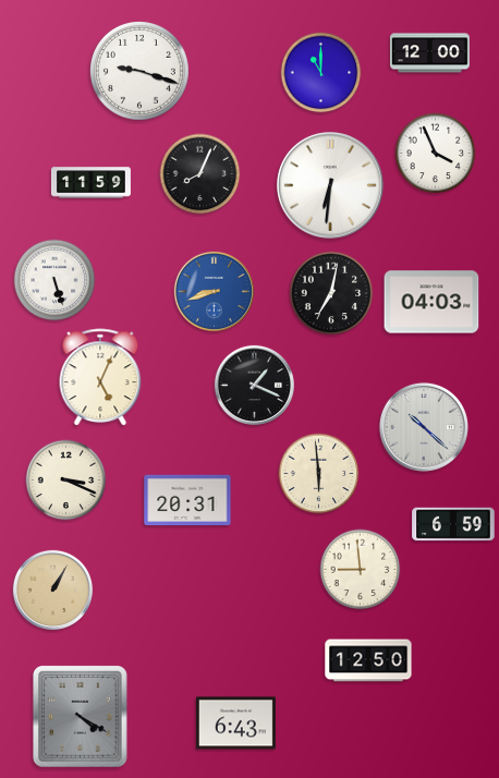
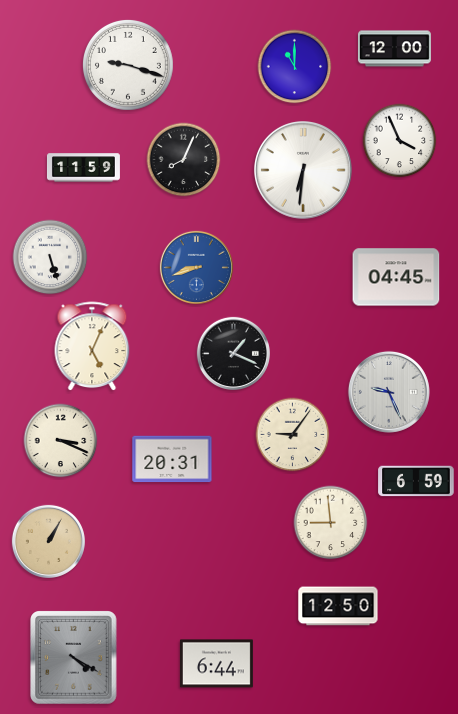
clock at (331, 293): 7:02 -> none
clock at (431, 302): 04:03 -> 04:45
clock at (424, 427): 10:22 -> 9:26
clock at (319, 474): 5:59 -> 9:06
clock at (235, 724): 6:43 -> 6:44
